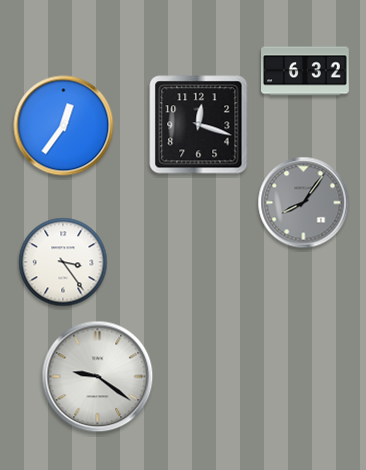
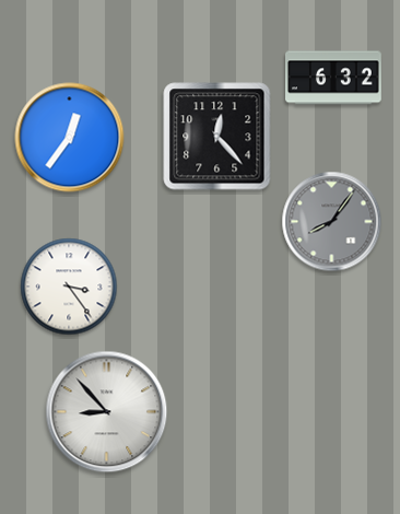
clock at (199, 125): 12:18 -> 12:23
clock at (98, 377): 9:21 -> 8:53
